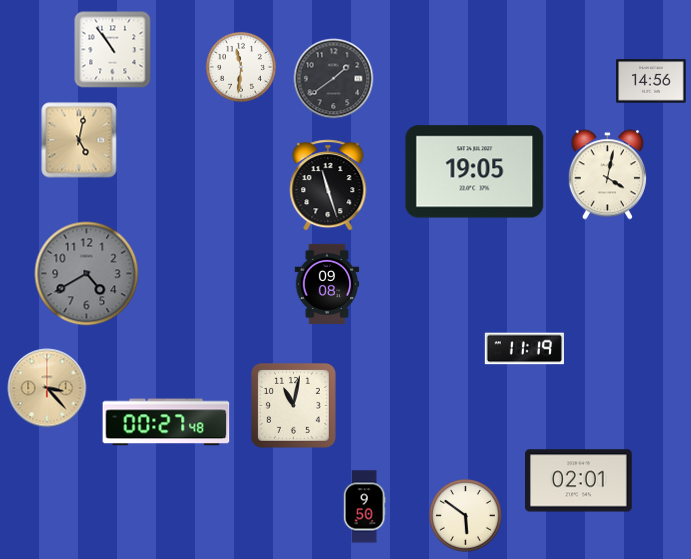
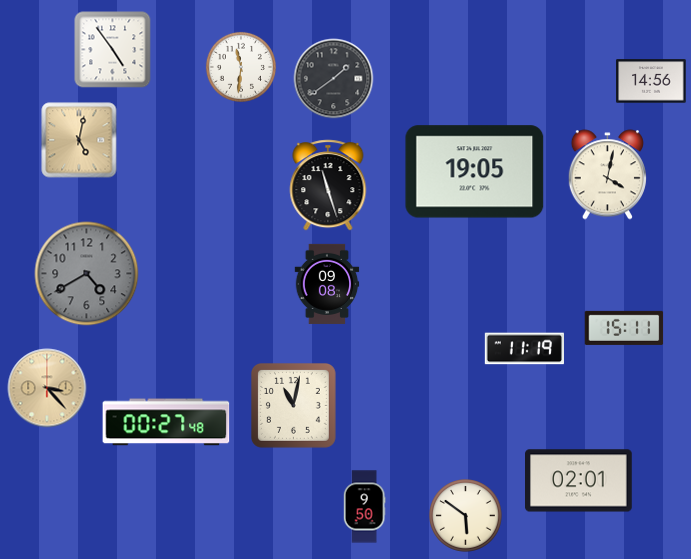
clock at (113, 50): 10:54 -> 4:54
clock at (624, 328): none -> 15:11
